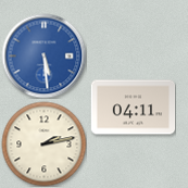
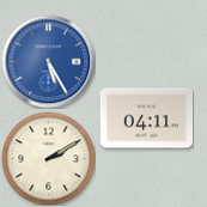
clock at (43, 55): 5:29 -> 5:25
clock at (43, 143): 2:13 -> 2:10
